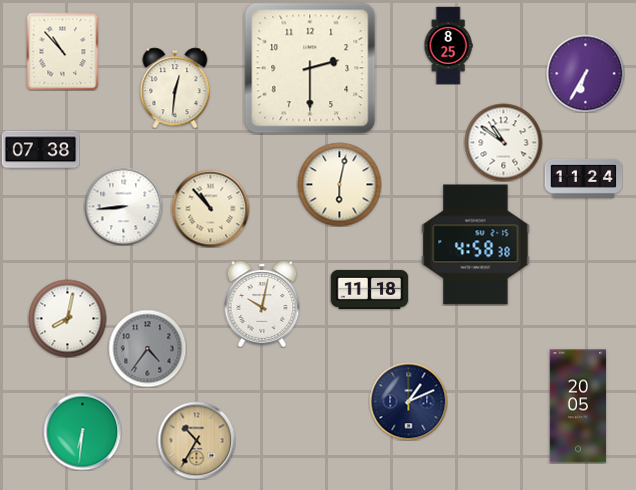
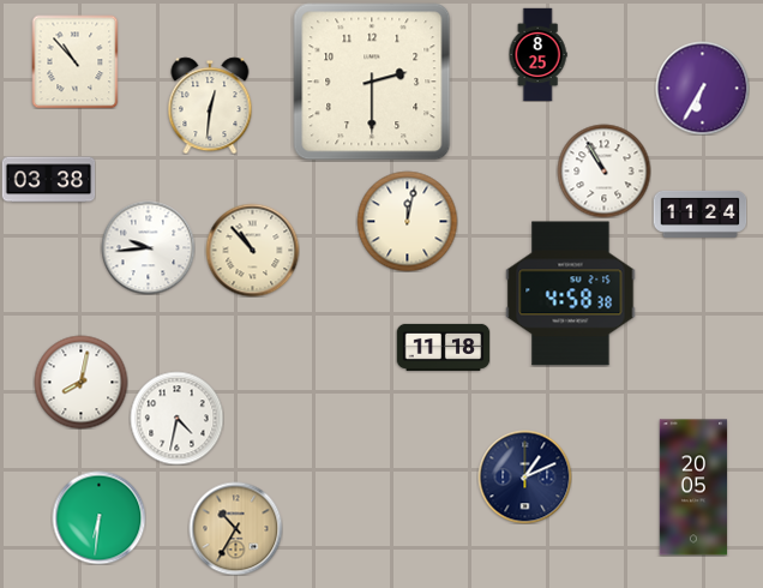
clock at (503, 142): 10:51 -> 10:55
clock at (40, 150): 07:38 -> 03:38
clock at (339, 184): 6:02 -> 12:02
clock at (123, 206): 8:44 -> 9:44
clock at (262, 304): 10:02 -> none
clock at (147, 348): 4:36 -> 4:32
clock at (147, 348) dial: grey -> white
clock at (408, 401) position: (408, 401) -> (524, 476)
